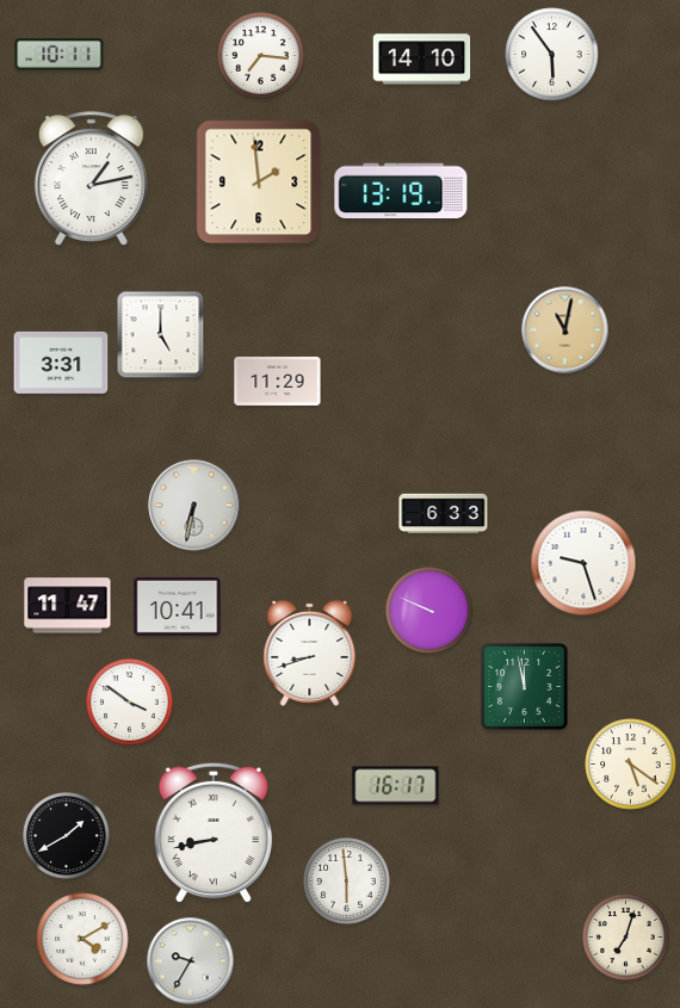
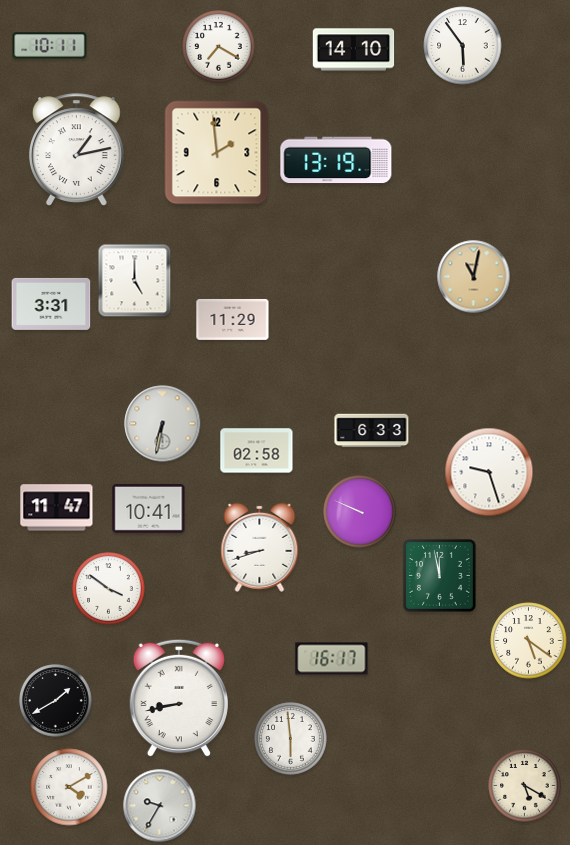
clock at (261, 56): 7:16 -> 7:20
clock at (257, 451): none -> 02:58
clock at (626, 938): 7:03 -> 5:20
